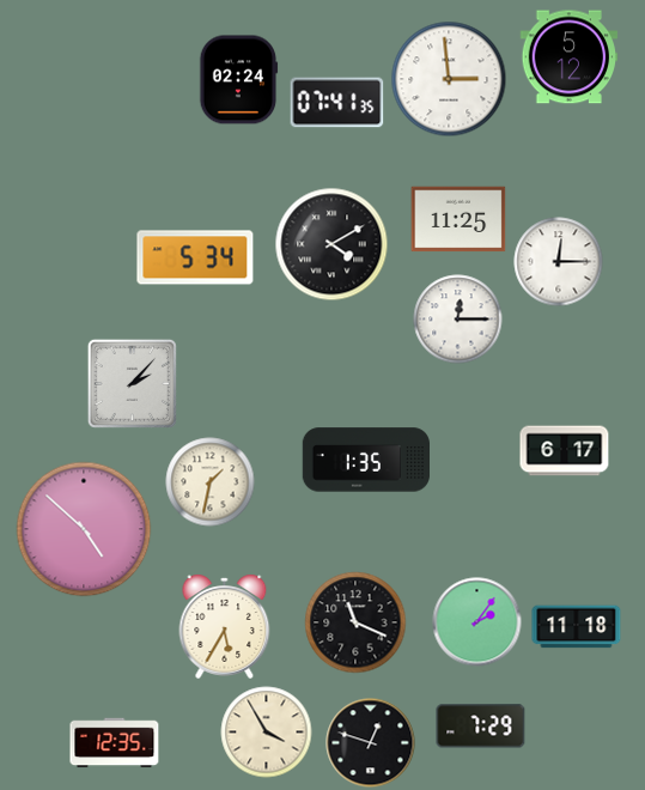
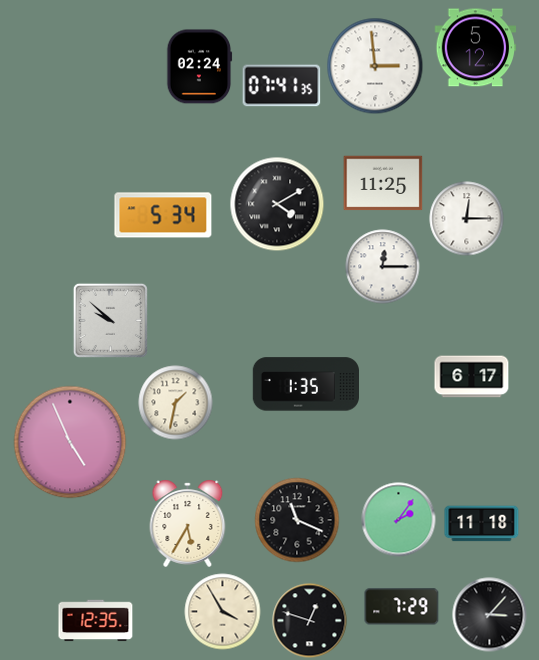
clock at (132, 383): 2:07 -> 9:52
clock at (84, 529): 4:52 -> 4:56
clock at (490, 615): none -> 3:07
